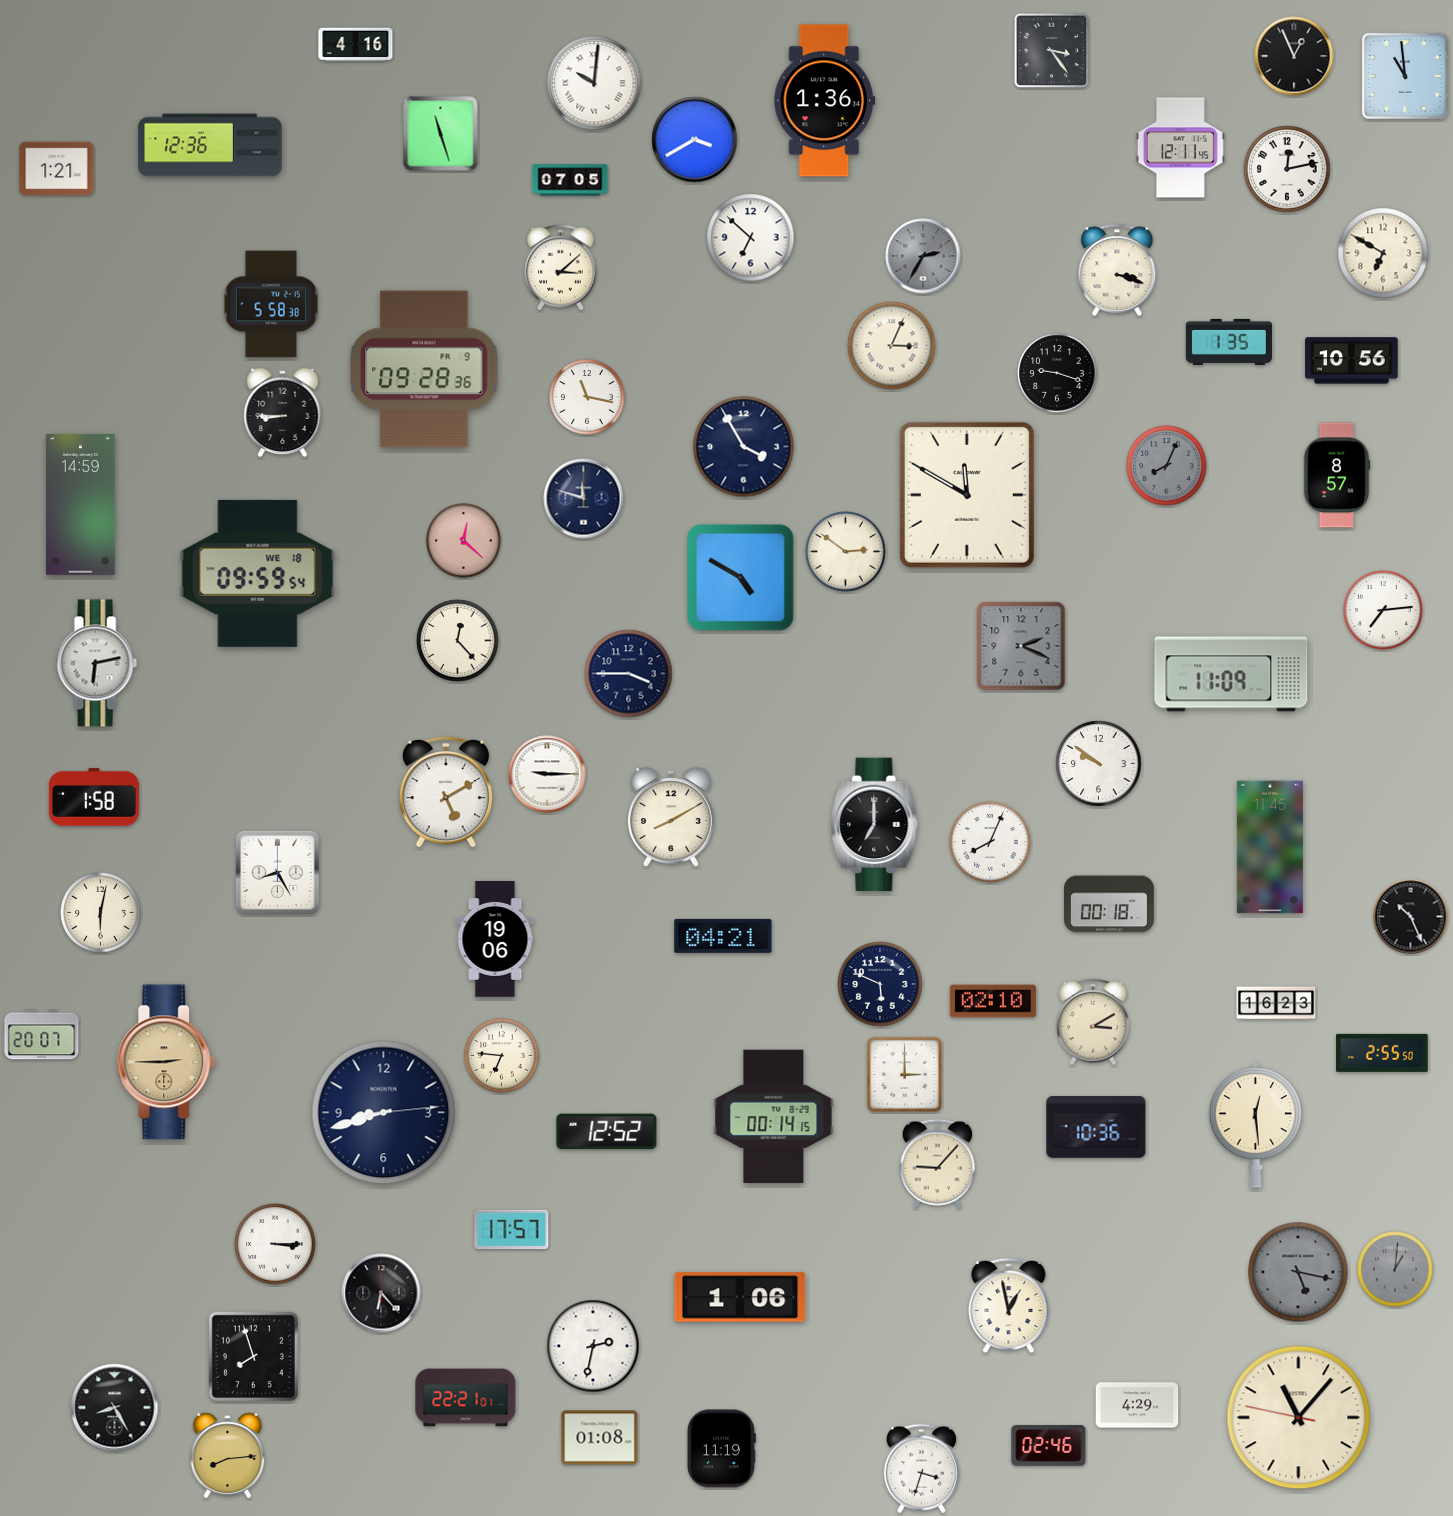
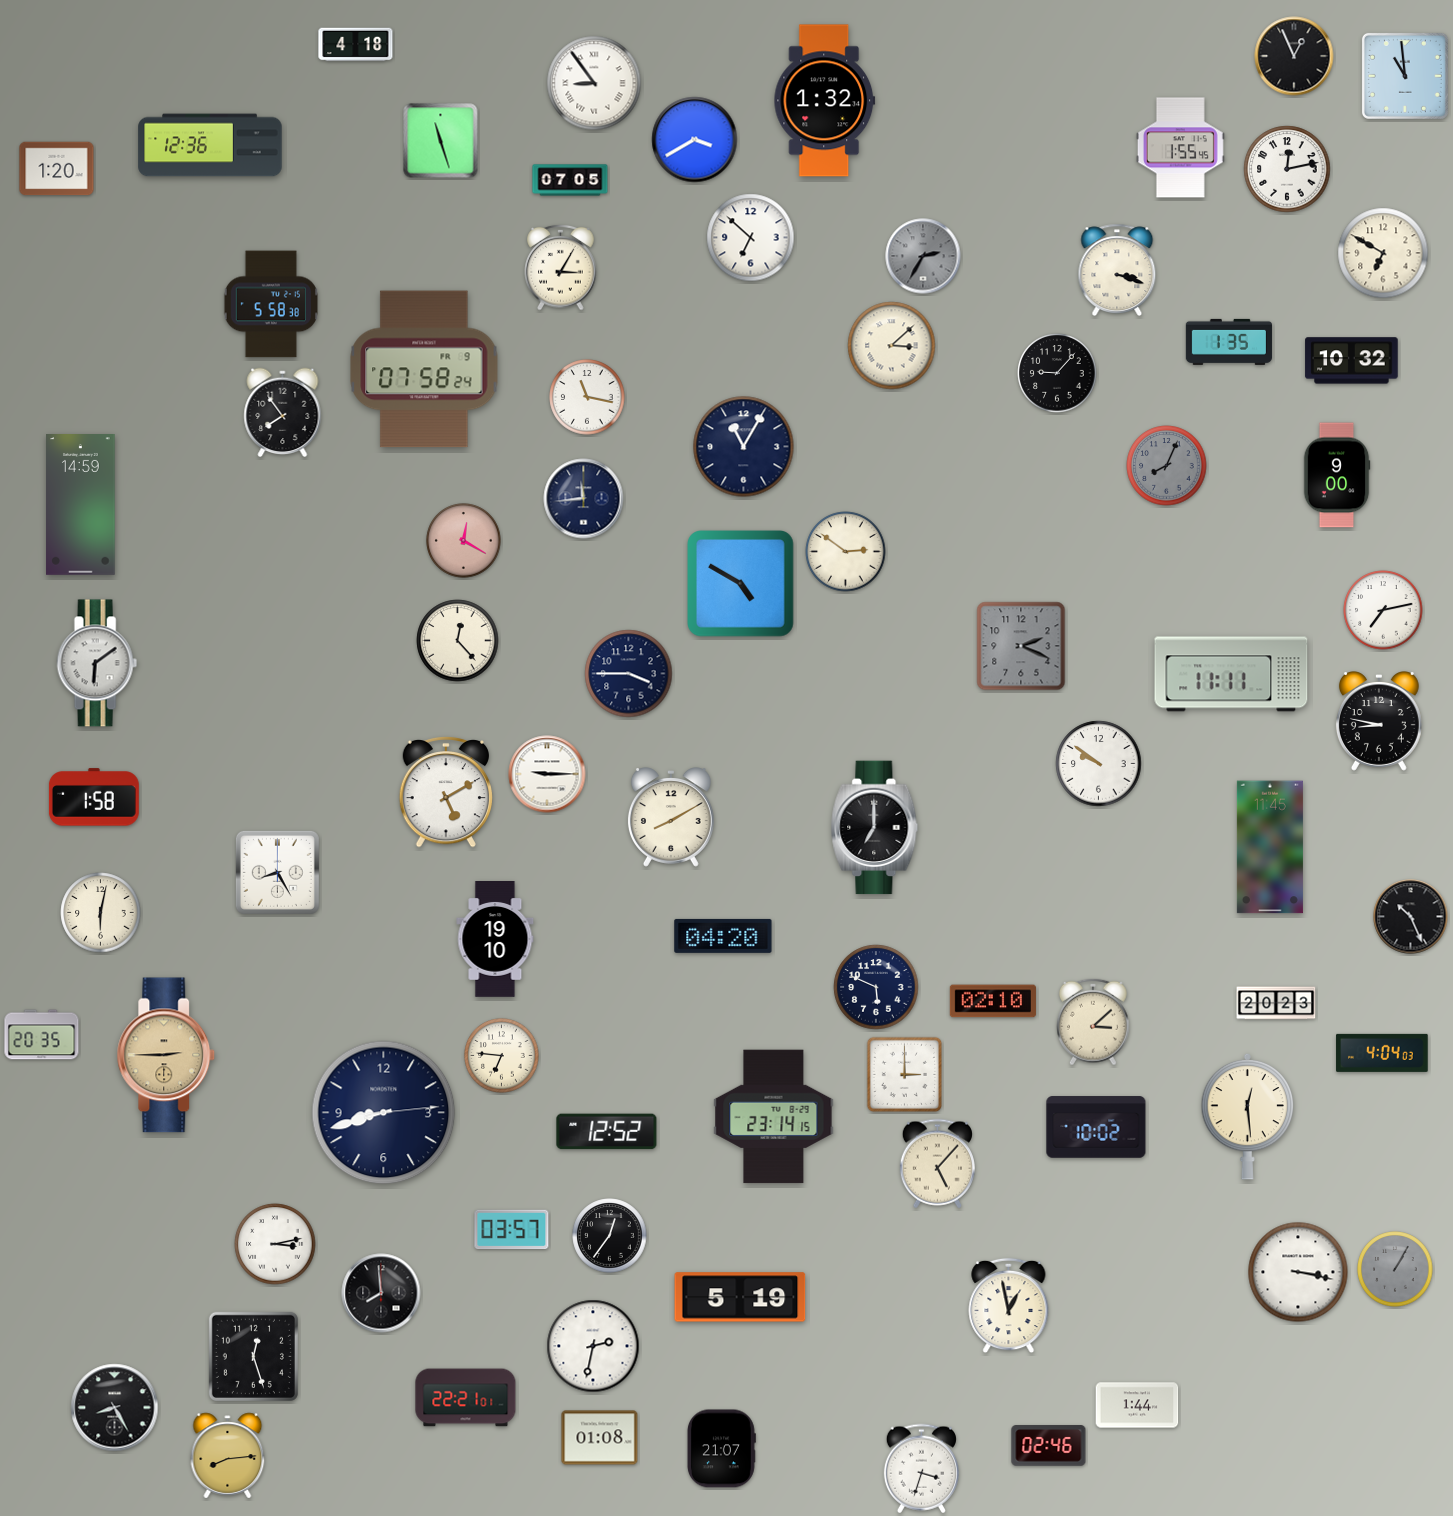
clock at (356, 45): 4:16 -> 4:18
clock at (1052, 51): 3:24 -> none
clock at (594, 83): 10:01 -> 8:54
clock at (825, 101): 1:36 -> 1:32
clock at (441, 134) position: (441, 134) -> (441, 141)
clock at (1180, 148): 12:11 -> 1:55
clock at (57, 169): 1:21 -> 1:20
clock at (561, 267): 3:08 -> 3:05
clock at (892, 346): 3:04 -> 3:08
clock at (1352, 361): 10:56 -> 10:32
clock at (424, 369): 09:28 -> 07:58
clock at (1057, 373): 9:18 -> 9:07
clock at (283, 413): 8:45 -> 7:54
clock at (744, 447): 3:55 -> 11:05
clock at (1337, 475): 8:57 -> 9:00
clock at (967, 495): 11:50 -> none
clock at (584, 499): 11:48 -> 11:44
clock at (464, 541): 12:22 -> 12:20
clock at (258, 573): 09:59 -> none
clock at (741, 578) position: (741, 578) -> (741, 584)
clock at (1383, 610): 7:14 -> 7:13
clock at (97, 663): 6:13 -> 6:09
clock at (1231, 674): 11:09 -> 11:11
clock at (1379, 721): none -> 8:47
clock at (875, 825) position: (875, 825) -> (875, 828)
clock at (990, 842): 8:04 -> none
clock at (1110, 904): 00:18 -> none
clock at (723, 936): 04:21 -> 04:20
clock at (495, 940): 19:06 -> 19:10
clock at (880, 984) position: (880, 984) -> (876, 987)
clock at (1276, 1003): 16:23 -> 20:23
clock at (1094, 1022): 3:10 -> 3:08
clock at (42, 1035): 20:07 -> 20:35
clock at (1382, 1053): 2:55 -> 4:04
clock at (166, 1062) position: (166, 1062) -> (166, 1055)
clock at (774, 1117): 00:14 -> 23:14
clock at (1256, 1124) position: (1256, 1124) -> (1248, 1116)
clock at (1096, 1127): 10:36 -> 10:02
clock at (937, 1164): 9:07 -> 5:07
clock at (512, 1230): 17:57 -> 03:57
clock at (610, 1236): none -> 12:36
clock at (275, 1244): 3:15 -> 3:13
clock at (1395, 1269): 1:01 -> 1:05
clock at (1298, 1272): 5:17 -> 3:17
clock at (1298, 1272) dial: grey -> white
clock at (381, 1293): 6:23 -> 7:59
clock at (740, 1297): 1:06 -> 5:19
clock at (253, 1356): 7:57 -> 12:27
clock at (1137, 1405): 4:29 -> 1:44
clock at (1299, 1418): 11:06 -> none
clock at (721, 1449): 11:19 -> 21:07
